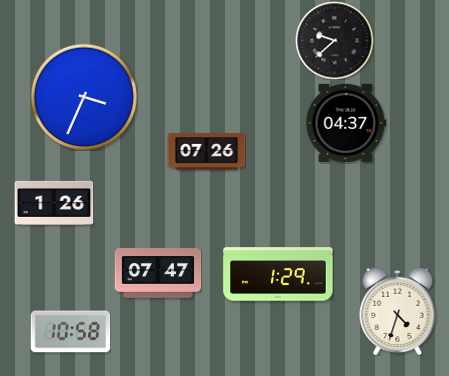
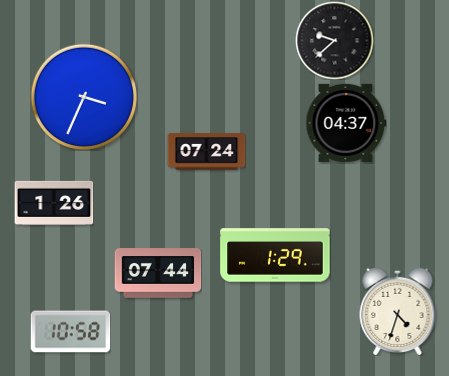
clock at (206, 152): 07:26 -> 07:24
clock at (158, 273): 07:47 -> 07:44
clock at (278, 274) position: (278, 274) -> (275, 255)
